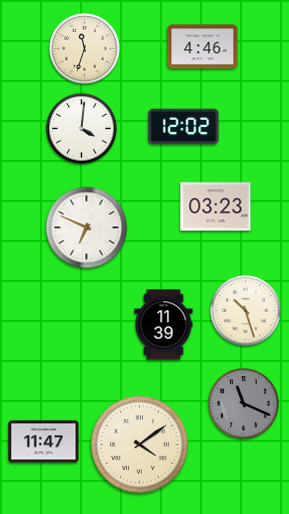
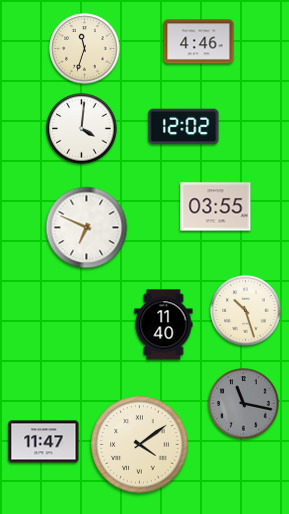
clock at (203, 47) position: (203, 47) -> (199, 42)
clock at (216, 207): 03:23 -> 03:55
clock at (164, 325): 11:39 -> 11:40
clock at (244, 404): 11:19 -> 11:17
